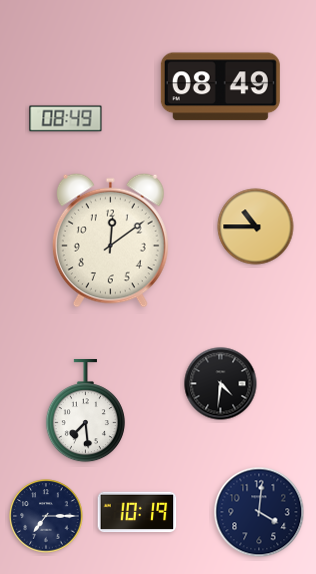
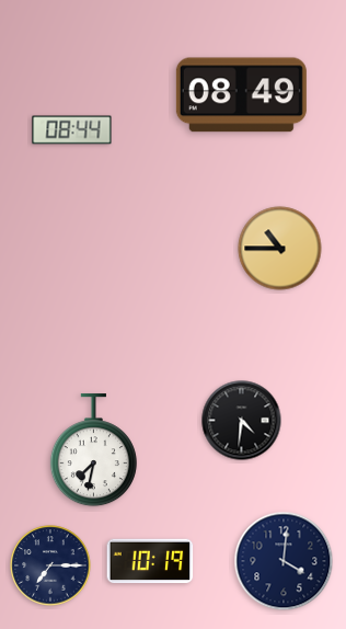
clock at (66, 119): 08:49 -> 08:44
clock at (110, 240): 12:09 -> none
clock at (85, 412): 7:29 -> 7:32
